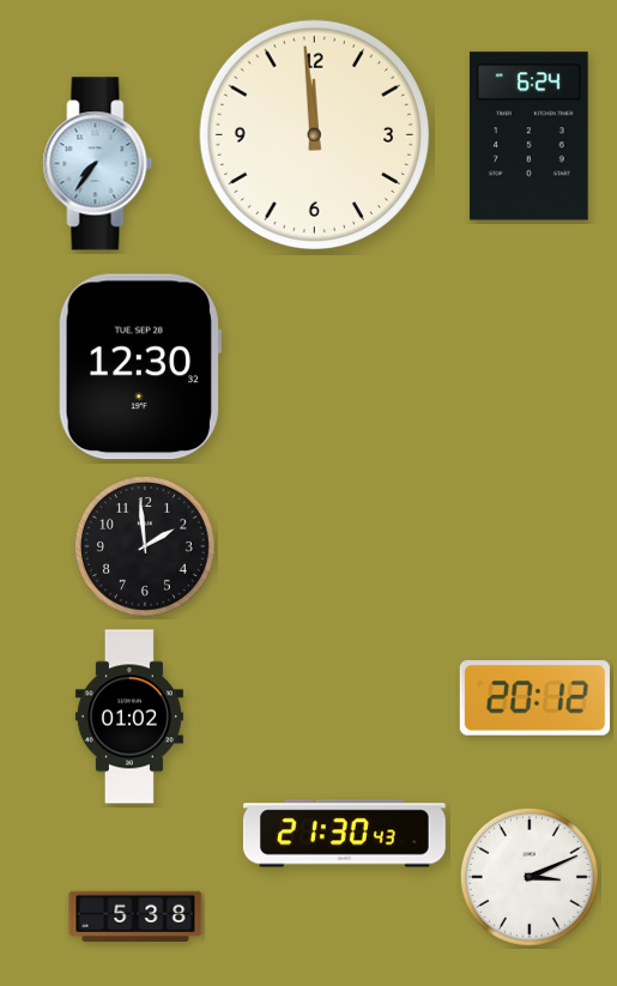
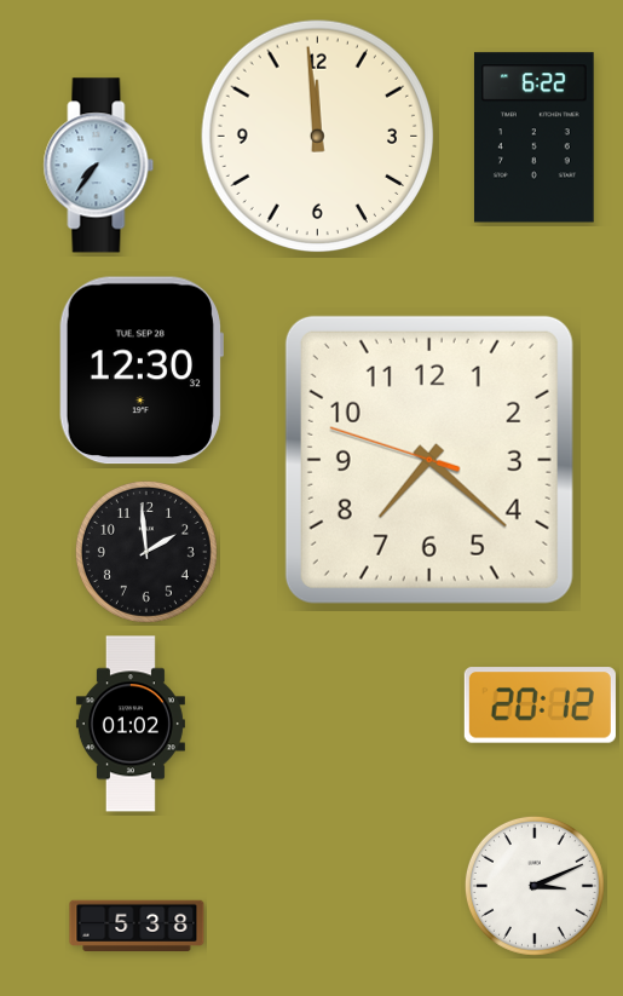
clock at (528, 137): 6:24 -> 6:22
clock at (429, 460): none -> 7:21
clock at (344, 834): 21:30 -> none
